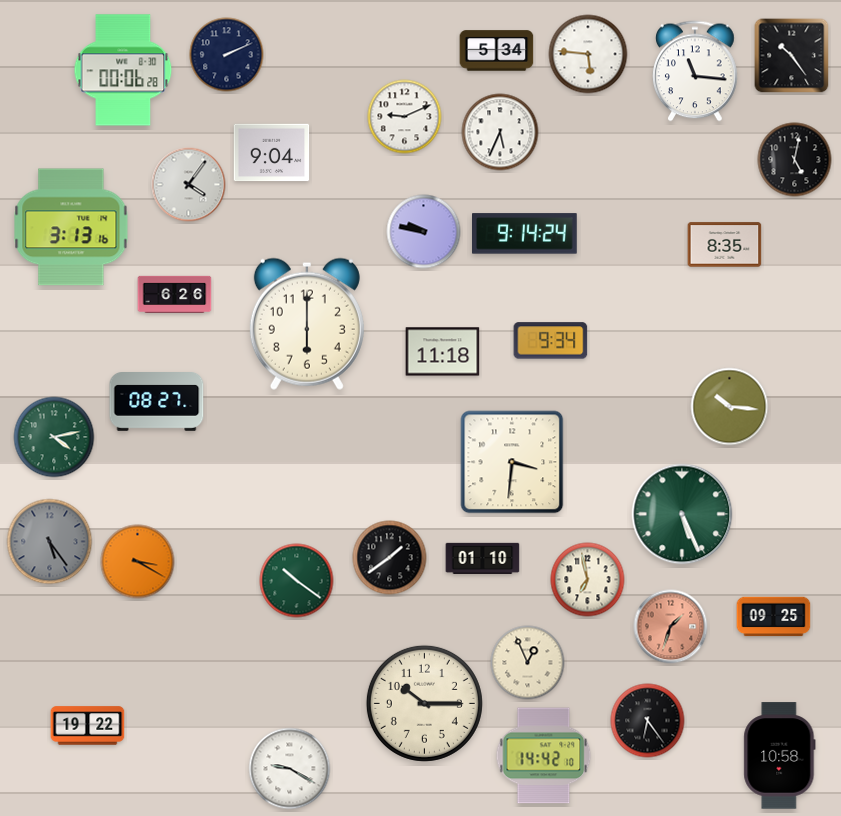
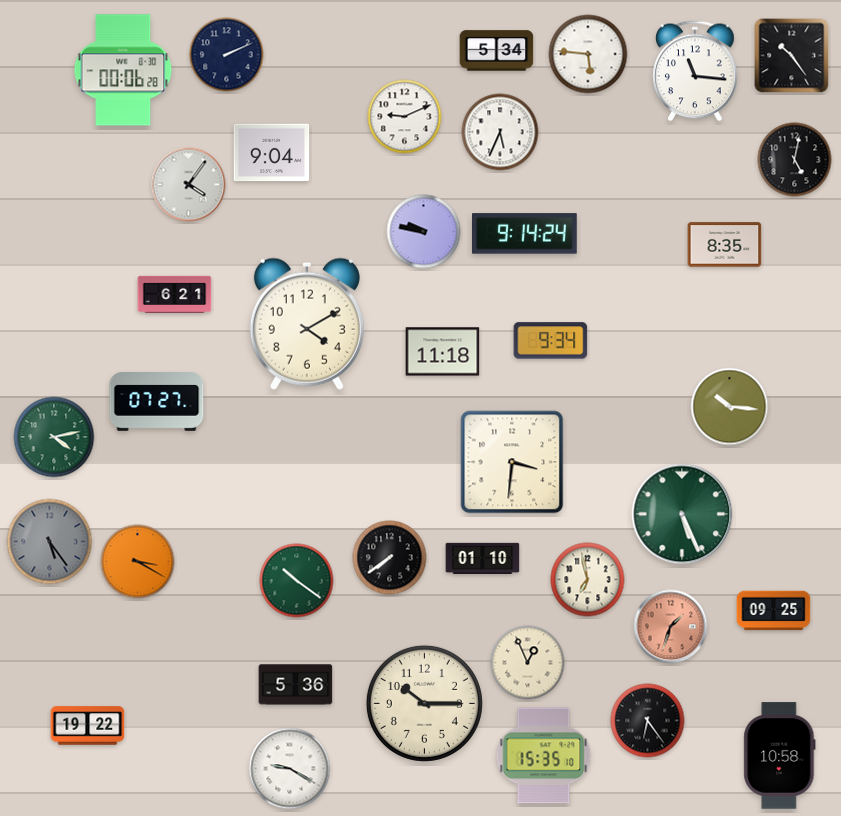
clock at (71, 227): 3:13 -> none
clock at (175, 294): 6:26 -> 6:21
clock at (307, 324): 6:00 -> 4:10
clock at (157, 402): 08:27 -> 07:27
clock at (390, 558): 1:39 -> 7:39
clock at (774, 617) position: (774, 617) -> (774, 611)
clock at (296, 685): none -> 5:36
clock at (544, 756): 14:42 -> 15:35
